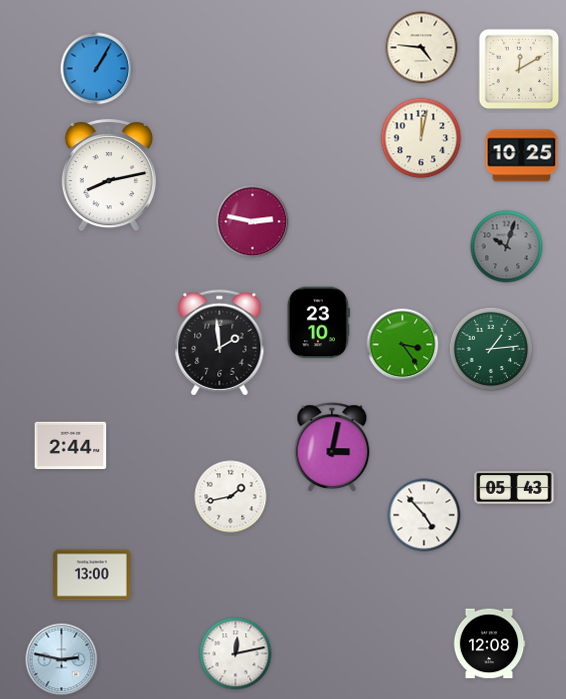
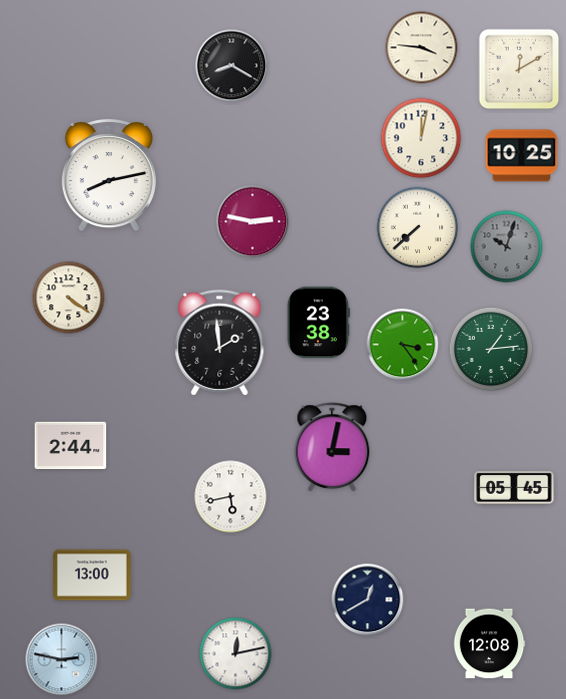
clock at (422, 48): 4:46 -> 3:46
clock at (232, 66): none -> 8:20
clock at (97, 69): 1:05 -> none
clock at (418, 228): none -> 7:38
clock at (69, 298): none -> 4:21
clock at (318, 323): 23:10 -> 23:38
clock at (514, 488): 05:43 -> 05:45
clock at (231, 497): 1:43 -> 5:43
clock at (424, 515): 4:53 -> none
clock at (368, 600): none -> 12:40
